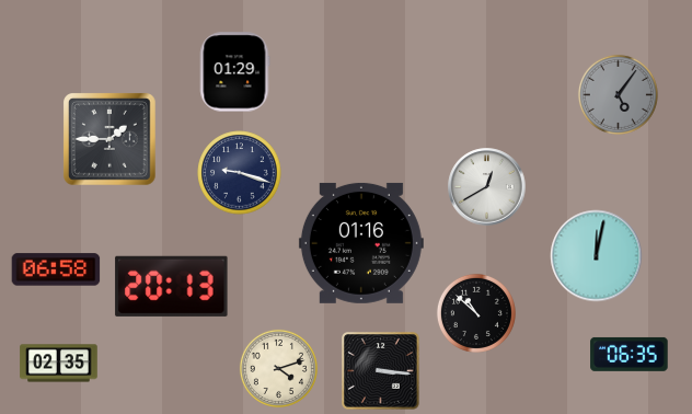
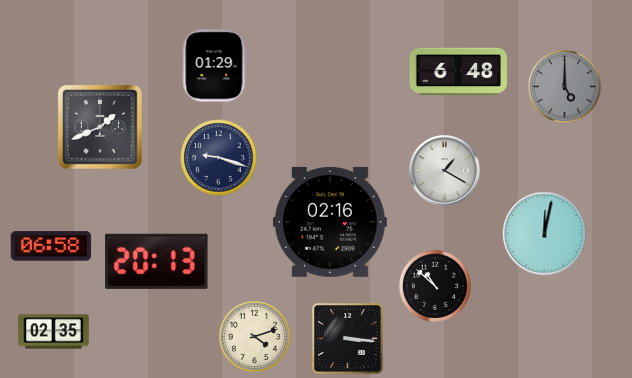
clock at (458, 72): none -> 6:48
clock at (618, 94): 5:06 -> 5:00
clock at (111, 140): 1:45 -> 1:41
clock at (487, 187): 12:40 -> 1:20
clock at (361, 243): 01:16 -> 02:16
clock at (630, 354): 06:35 -> none
